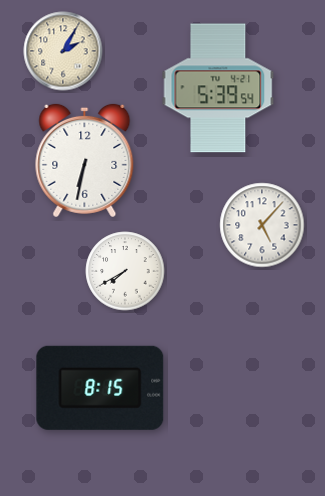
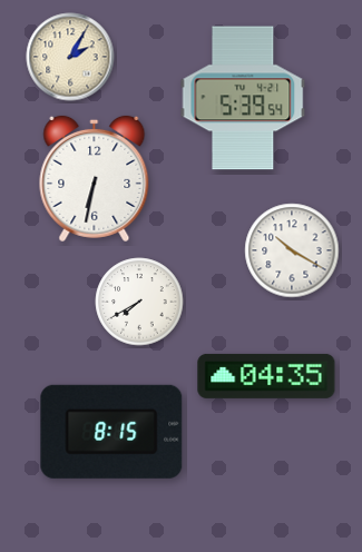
clock at (262, 225): 5:07 -> 10:20
clock at (266, 376): none -> 04:35
